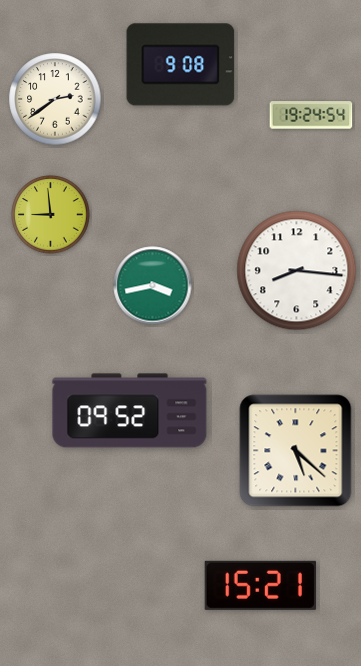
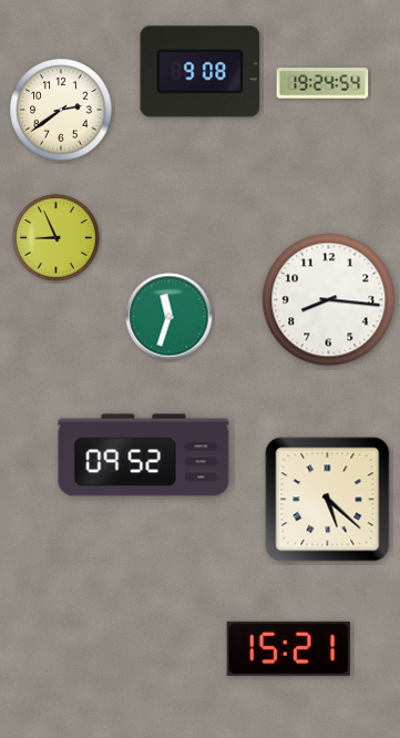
clock at (311, 115) position: (311, 115) -> (322, 83)
clock at (51, 215): 8:59 -> 8:56
clock at (153, 286): 3:43 -> 11:33
